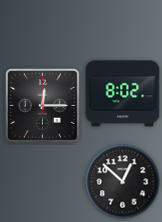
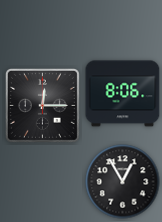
clock at (123, 94): 8:02 -> 8:06
clock at (123, 182): 12:52 -> 12:55
